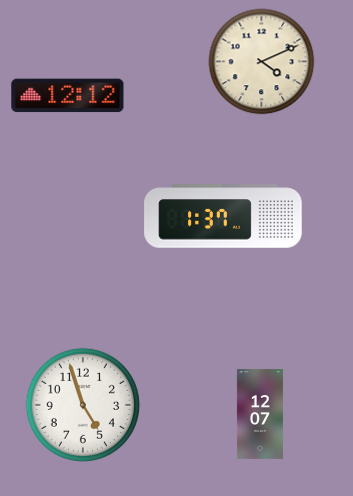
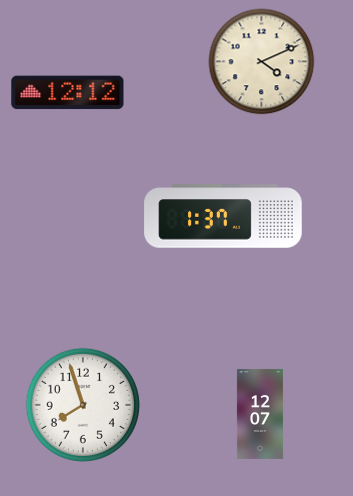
clock at (68, 96) position: (68, 96) -> (68, 93)
clock at (83, 405): 4:57 -> 7:57
